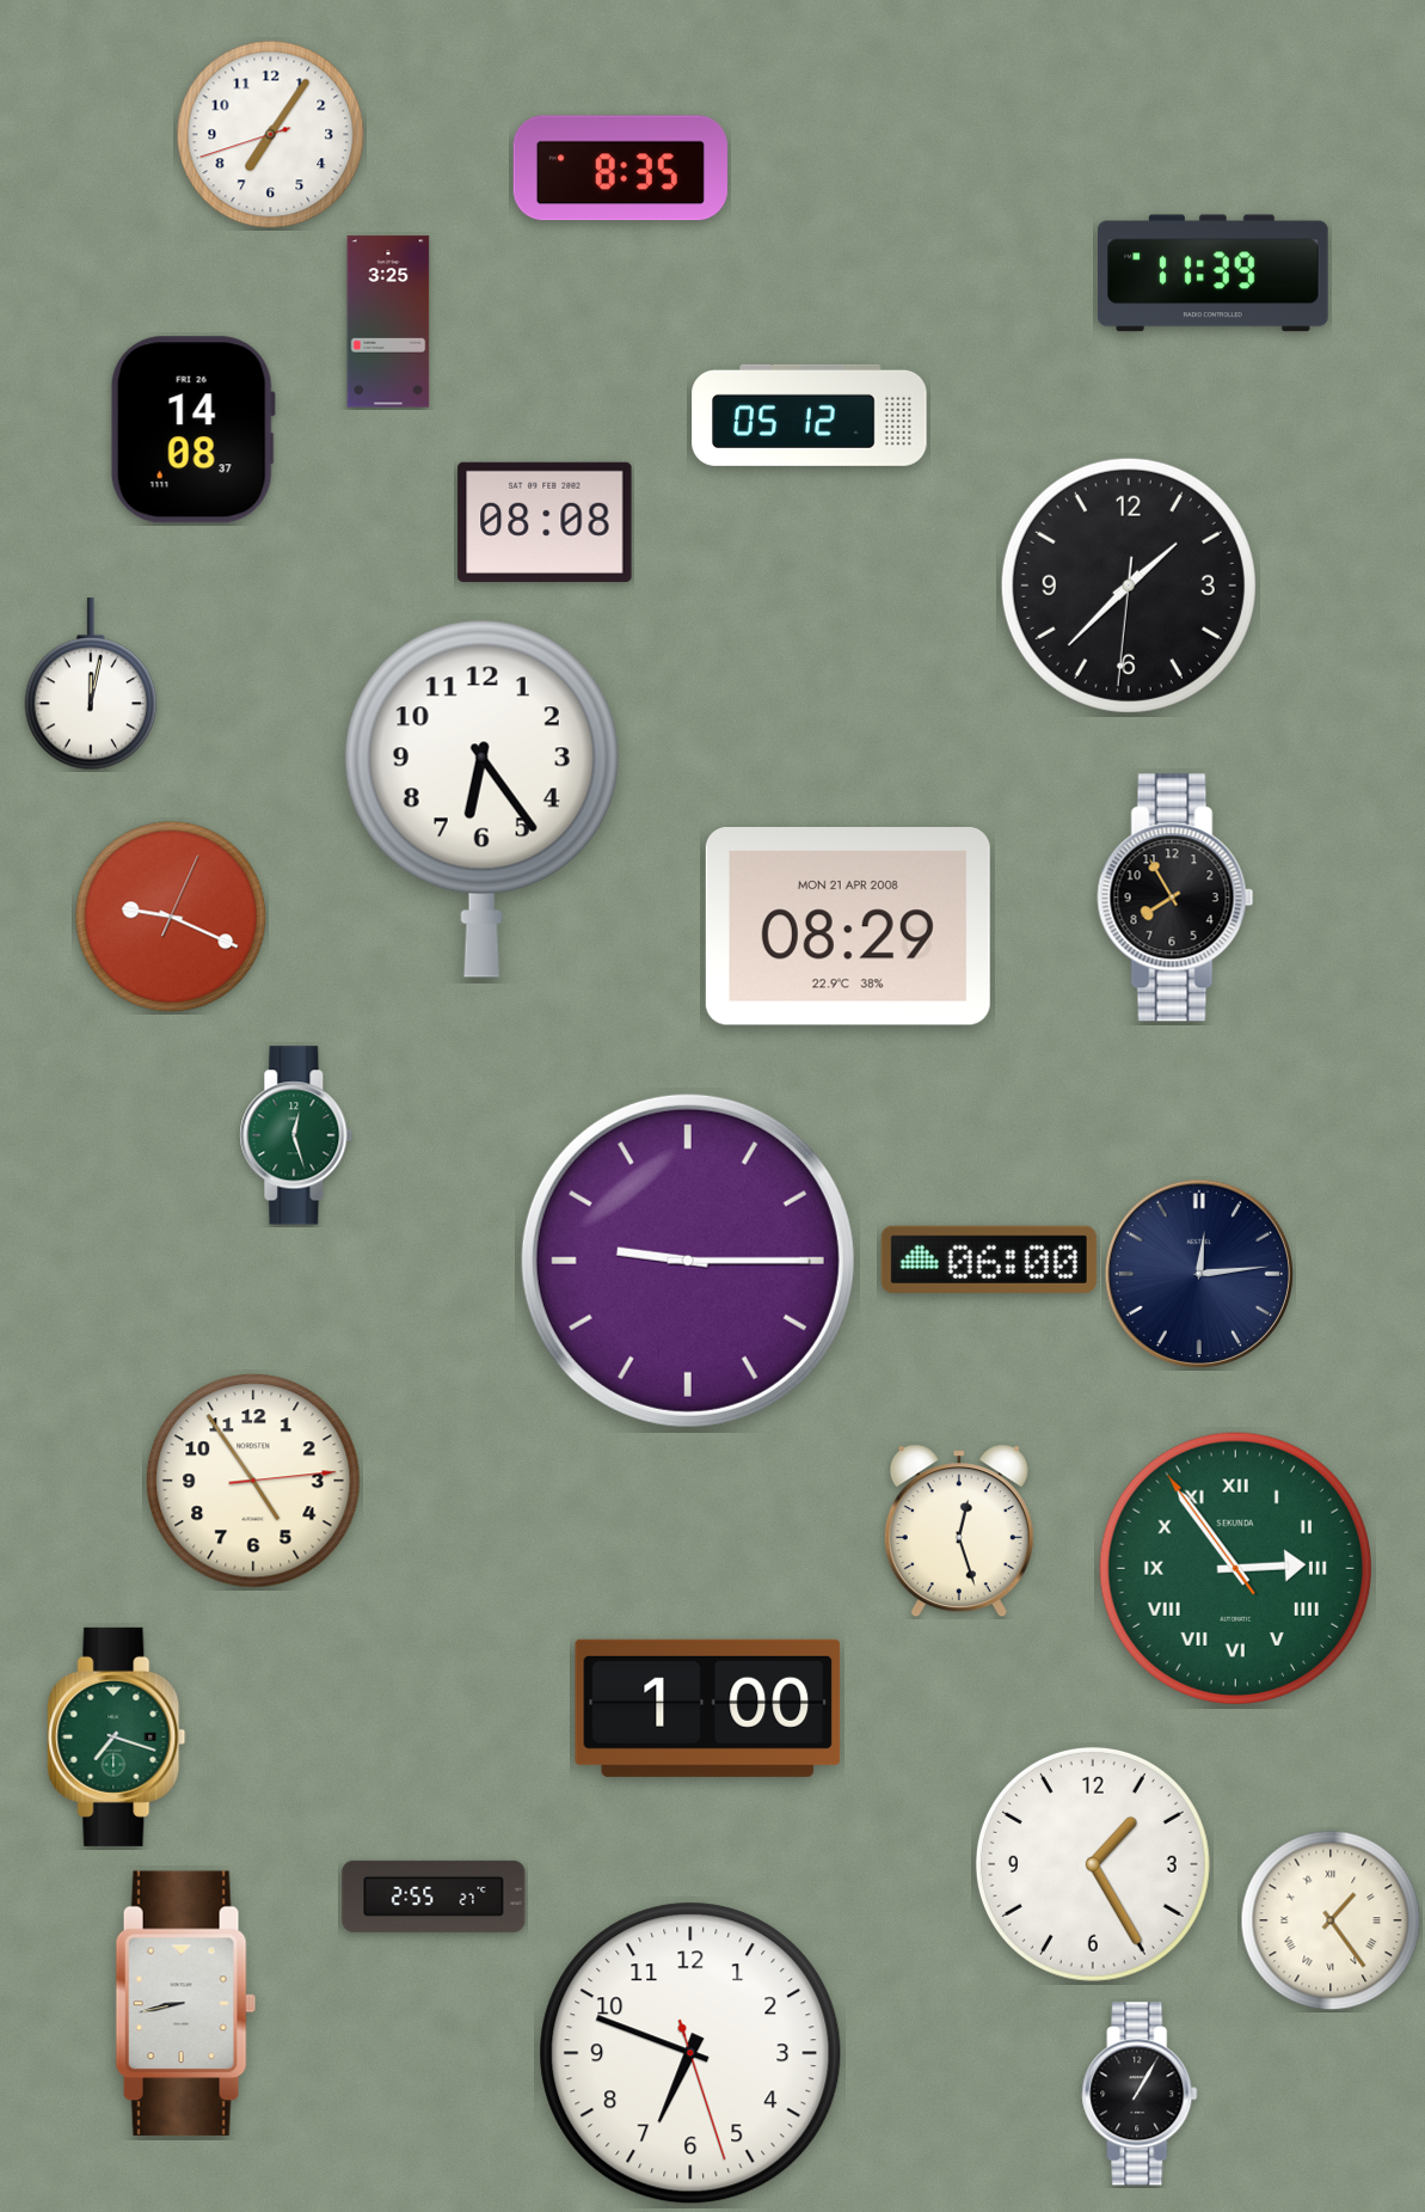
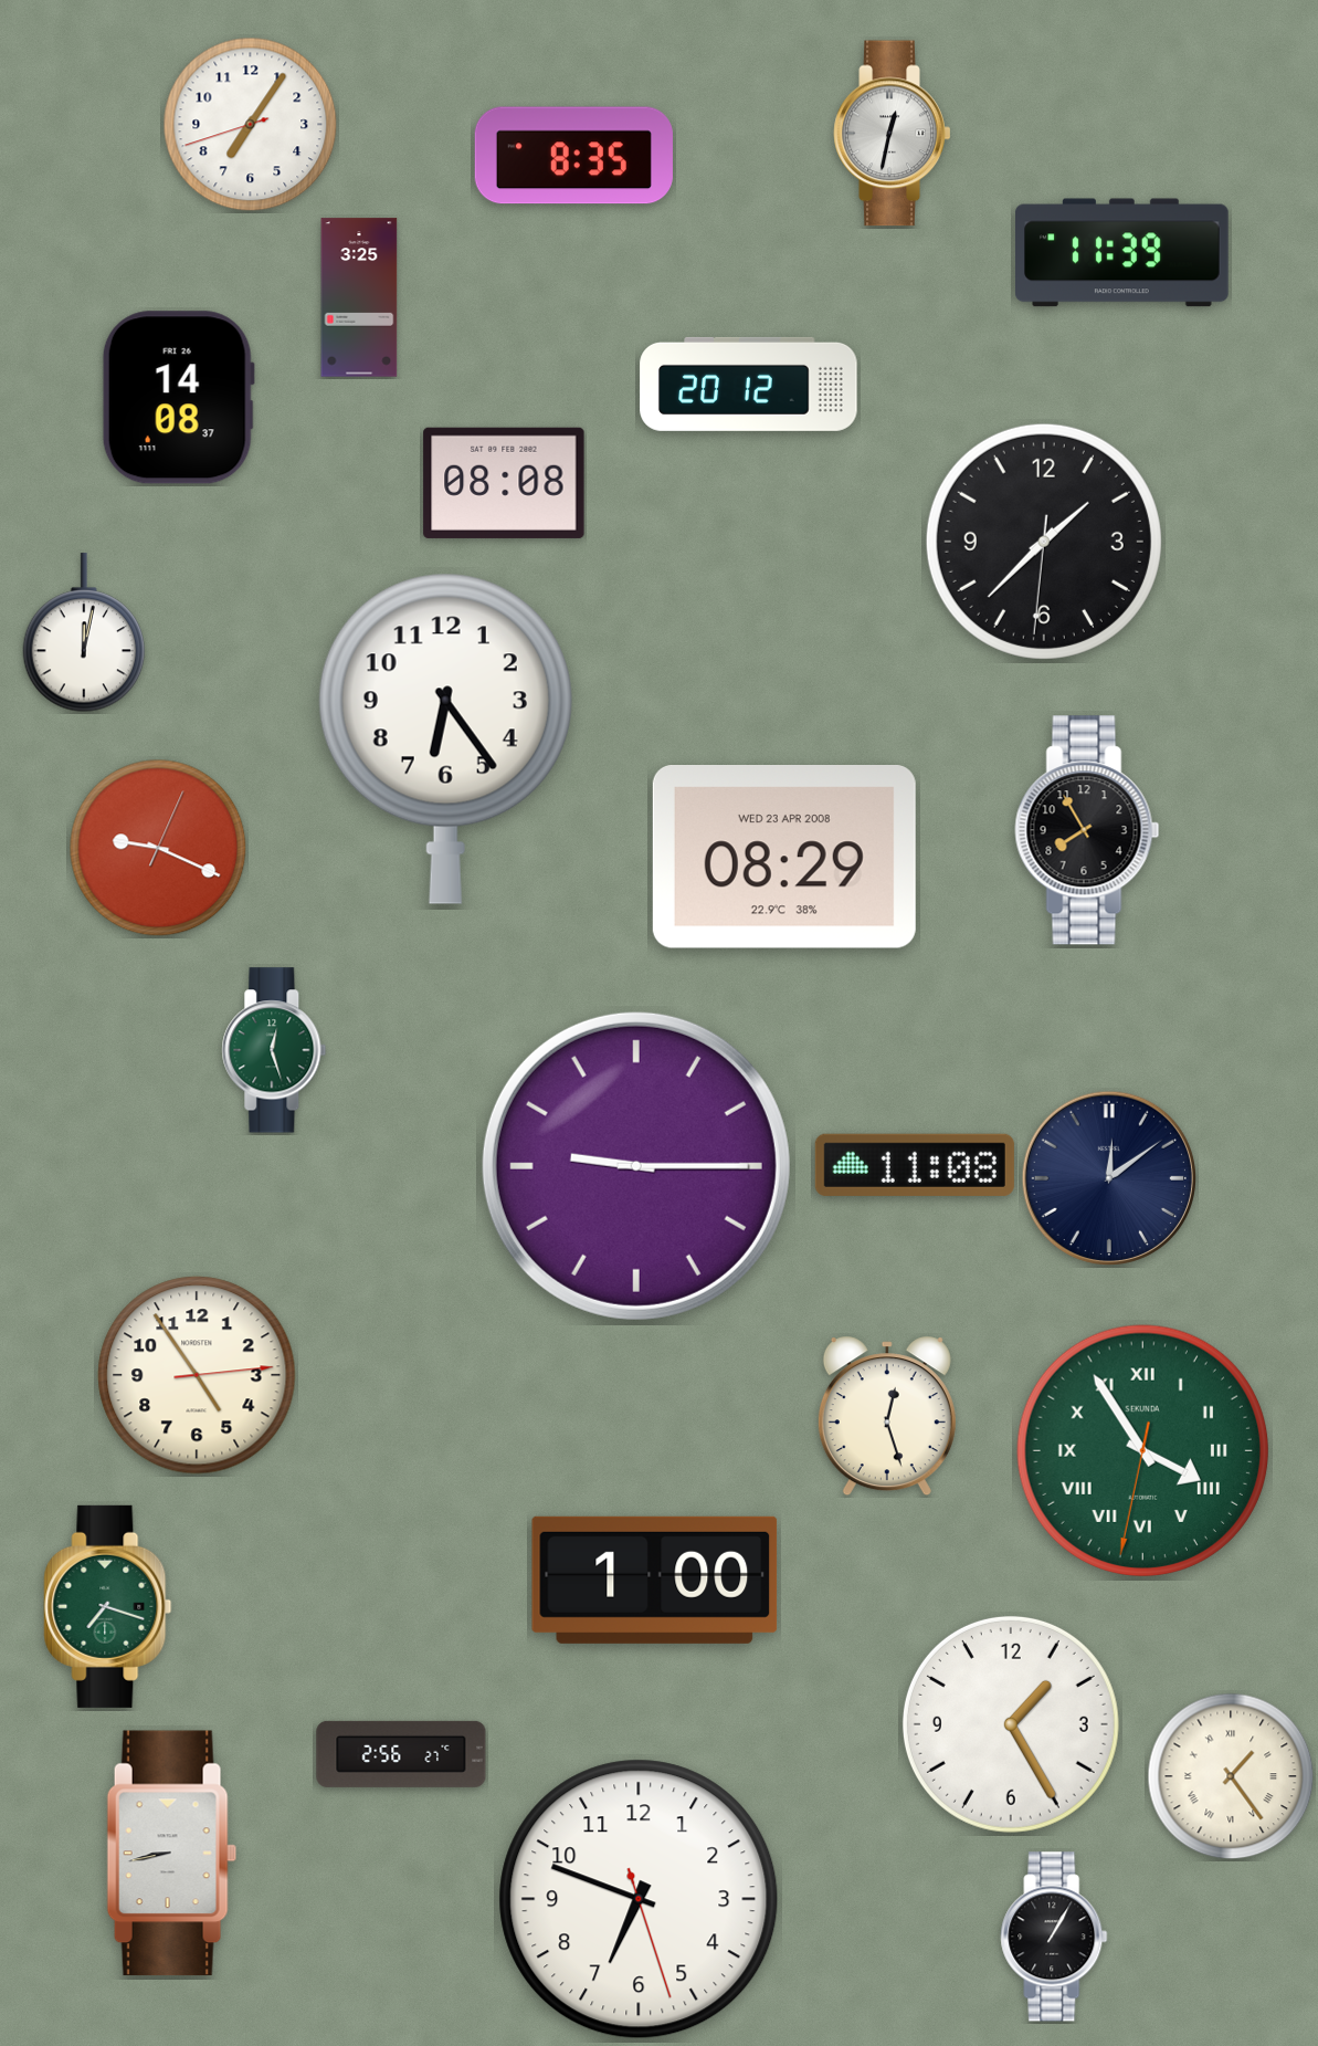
clock at (893, 134): none -> 12:32
clock at (810, 415): 05:12 -> 20:12
clock at (848, 927) date: MON 21 APR 2008 -> WED 23 APR 2008
clock at (989, 1260): 06:00 -> 11:08
clock at (1198, 1273): 12:14 -> 12:09
clock at (253, 1481) position: (253, 1481) -> (197, 1375)
clock at (1235, 1568): 2:53 -> 3:54
clock at (434, 1897): 2:55 -> 2:56
